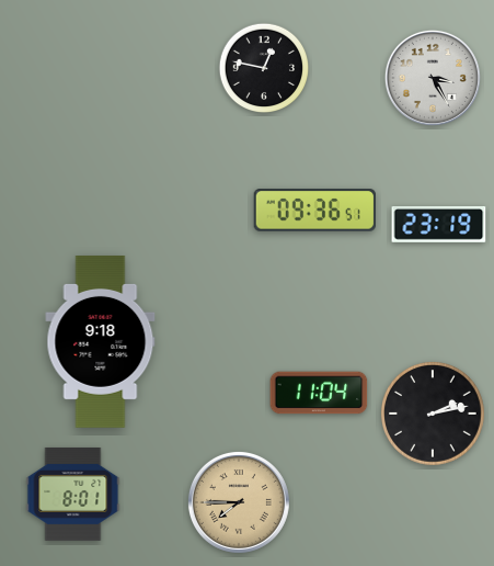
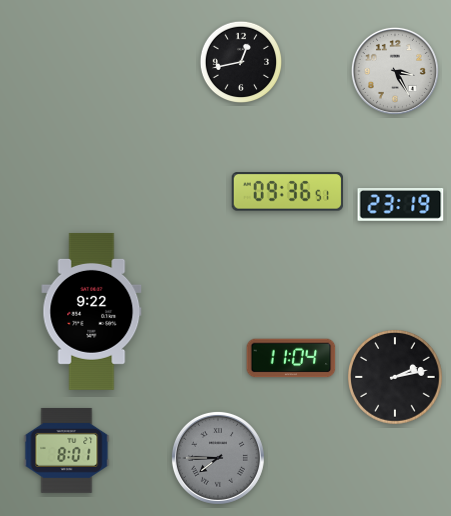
clock at (264, 68): 12:47 -> 12:43
clock at (101, 341): 9:18 -> 9:22
clock at (239, 502) dial: champagne -> grey
